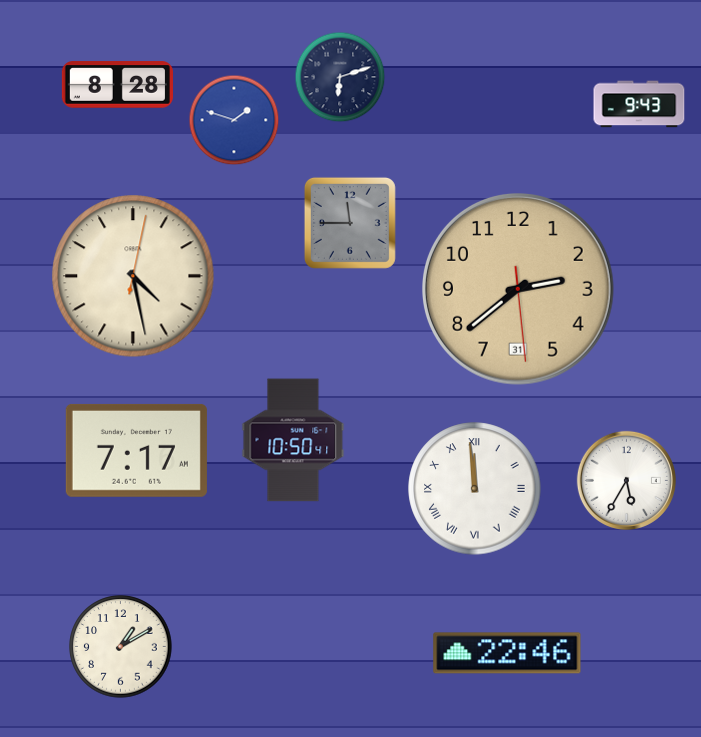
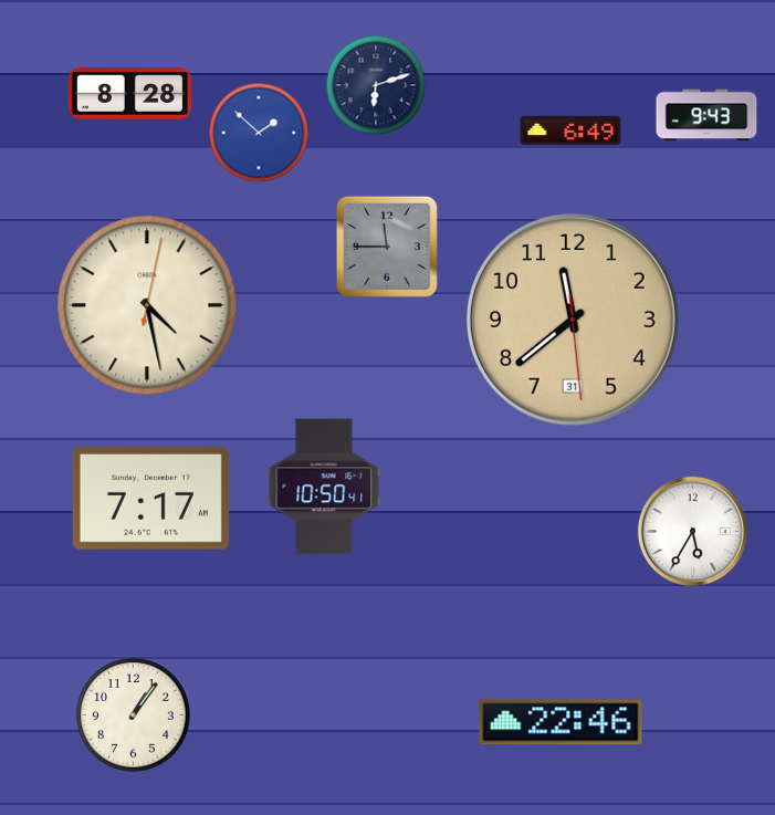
clock at (570, 130): none -> 6:49
clock at (234, 120): 1:48 -> 1:52
clock at (519, 290): 2:38 -> 11:38
clock at (475, 489): 11:59 -> none
clock at (121, 647): 1:10 -> 1:06
